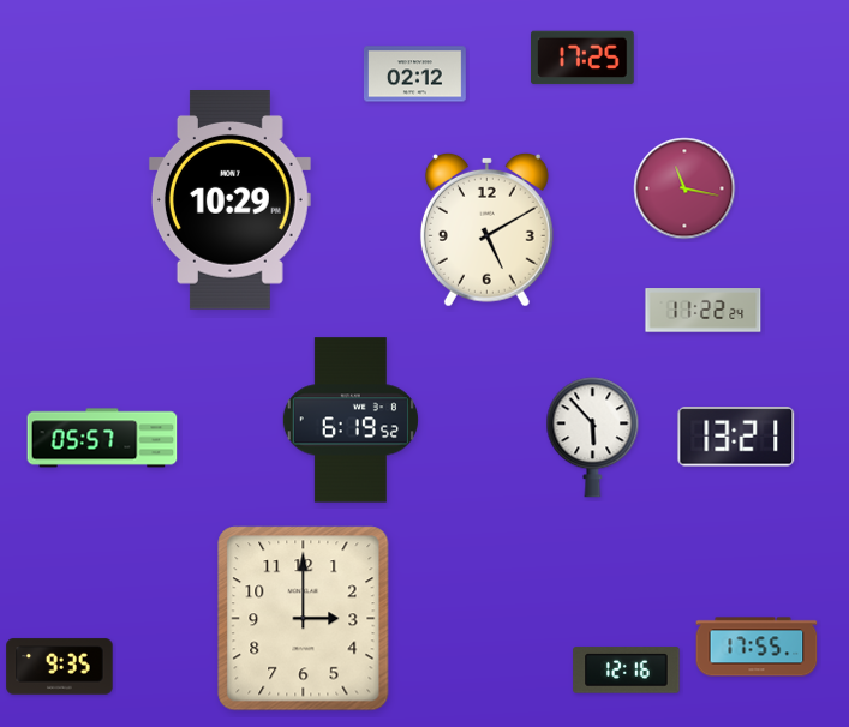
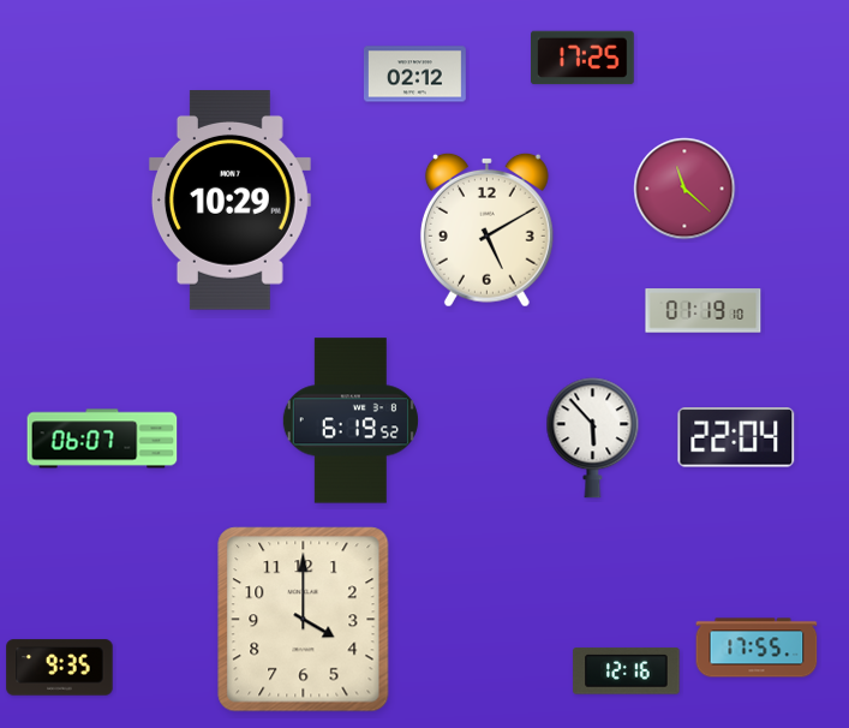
clock at (684, 188): 11:17 -> 11:22
clock at (704, 311): 11:22 -> 01:19
clock at (102, 438): 05:57 -> 06:07
clock at (736, 438): 13:21 -> 22:04
clock at (304, 619): 3:00 -> 4:00
